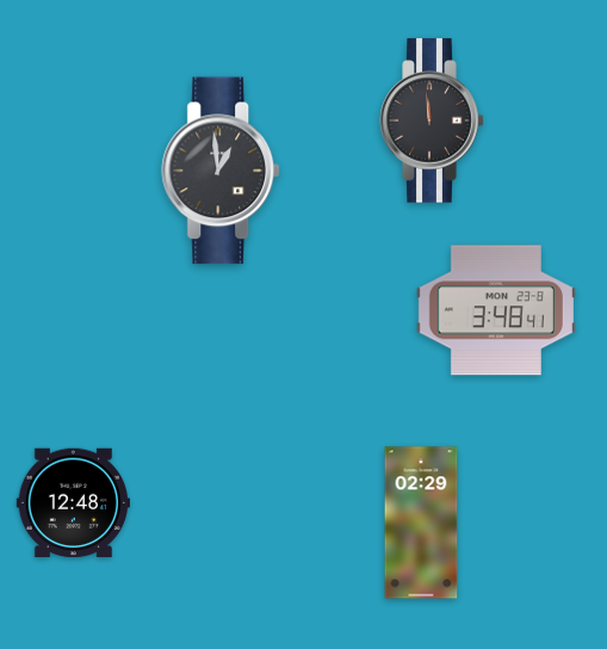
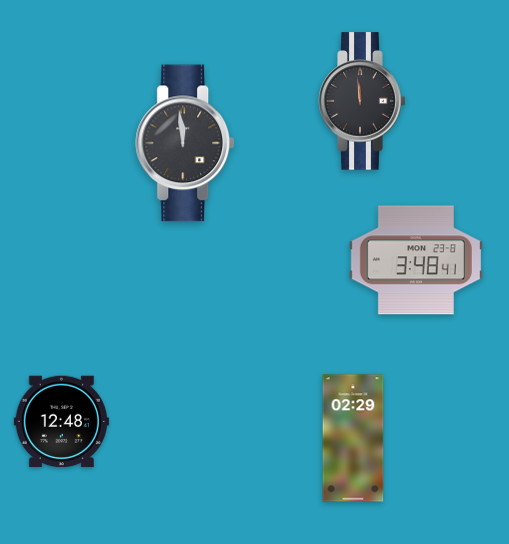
clock at (222, 171): 12:59 -> 11:59
